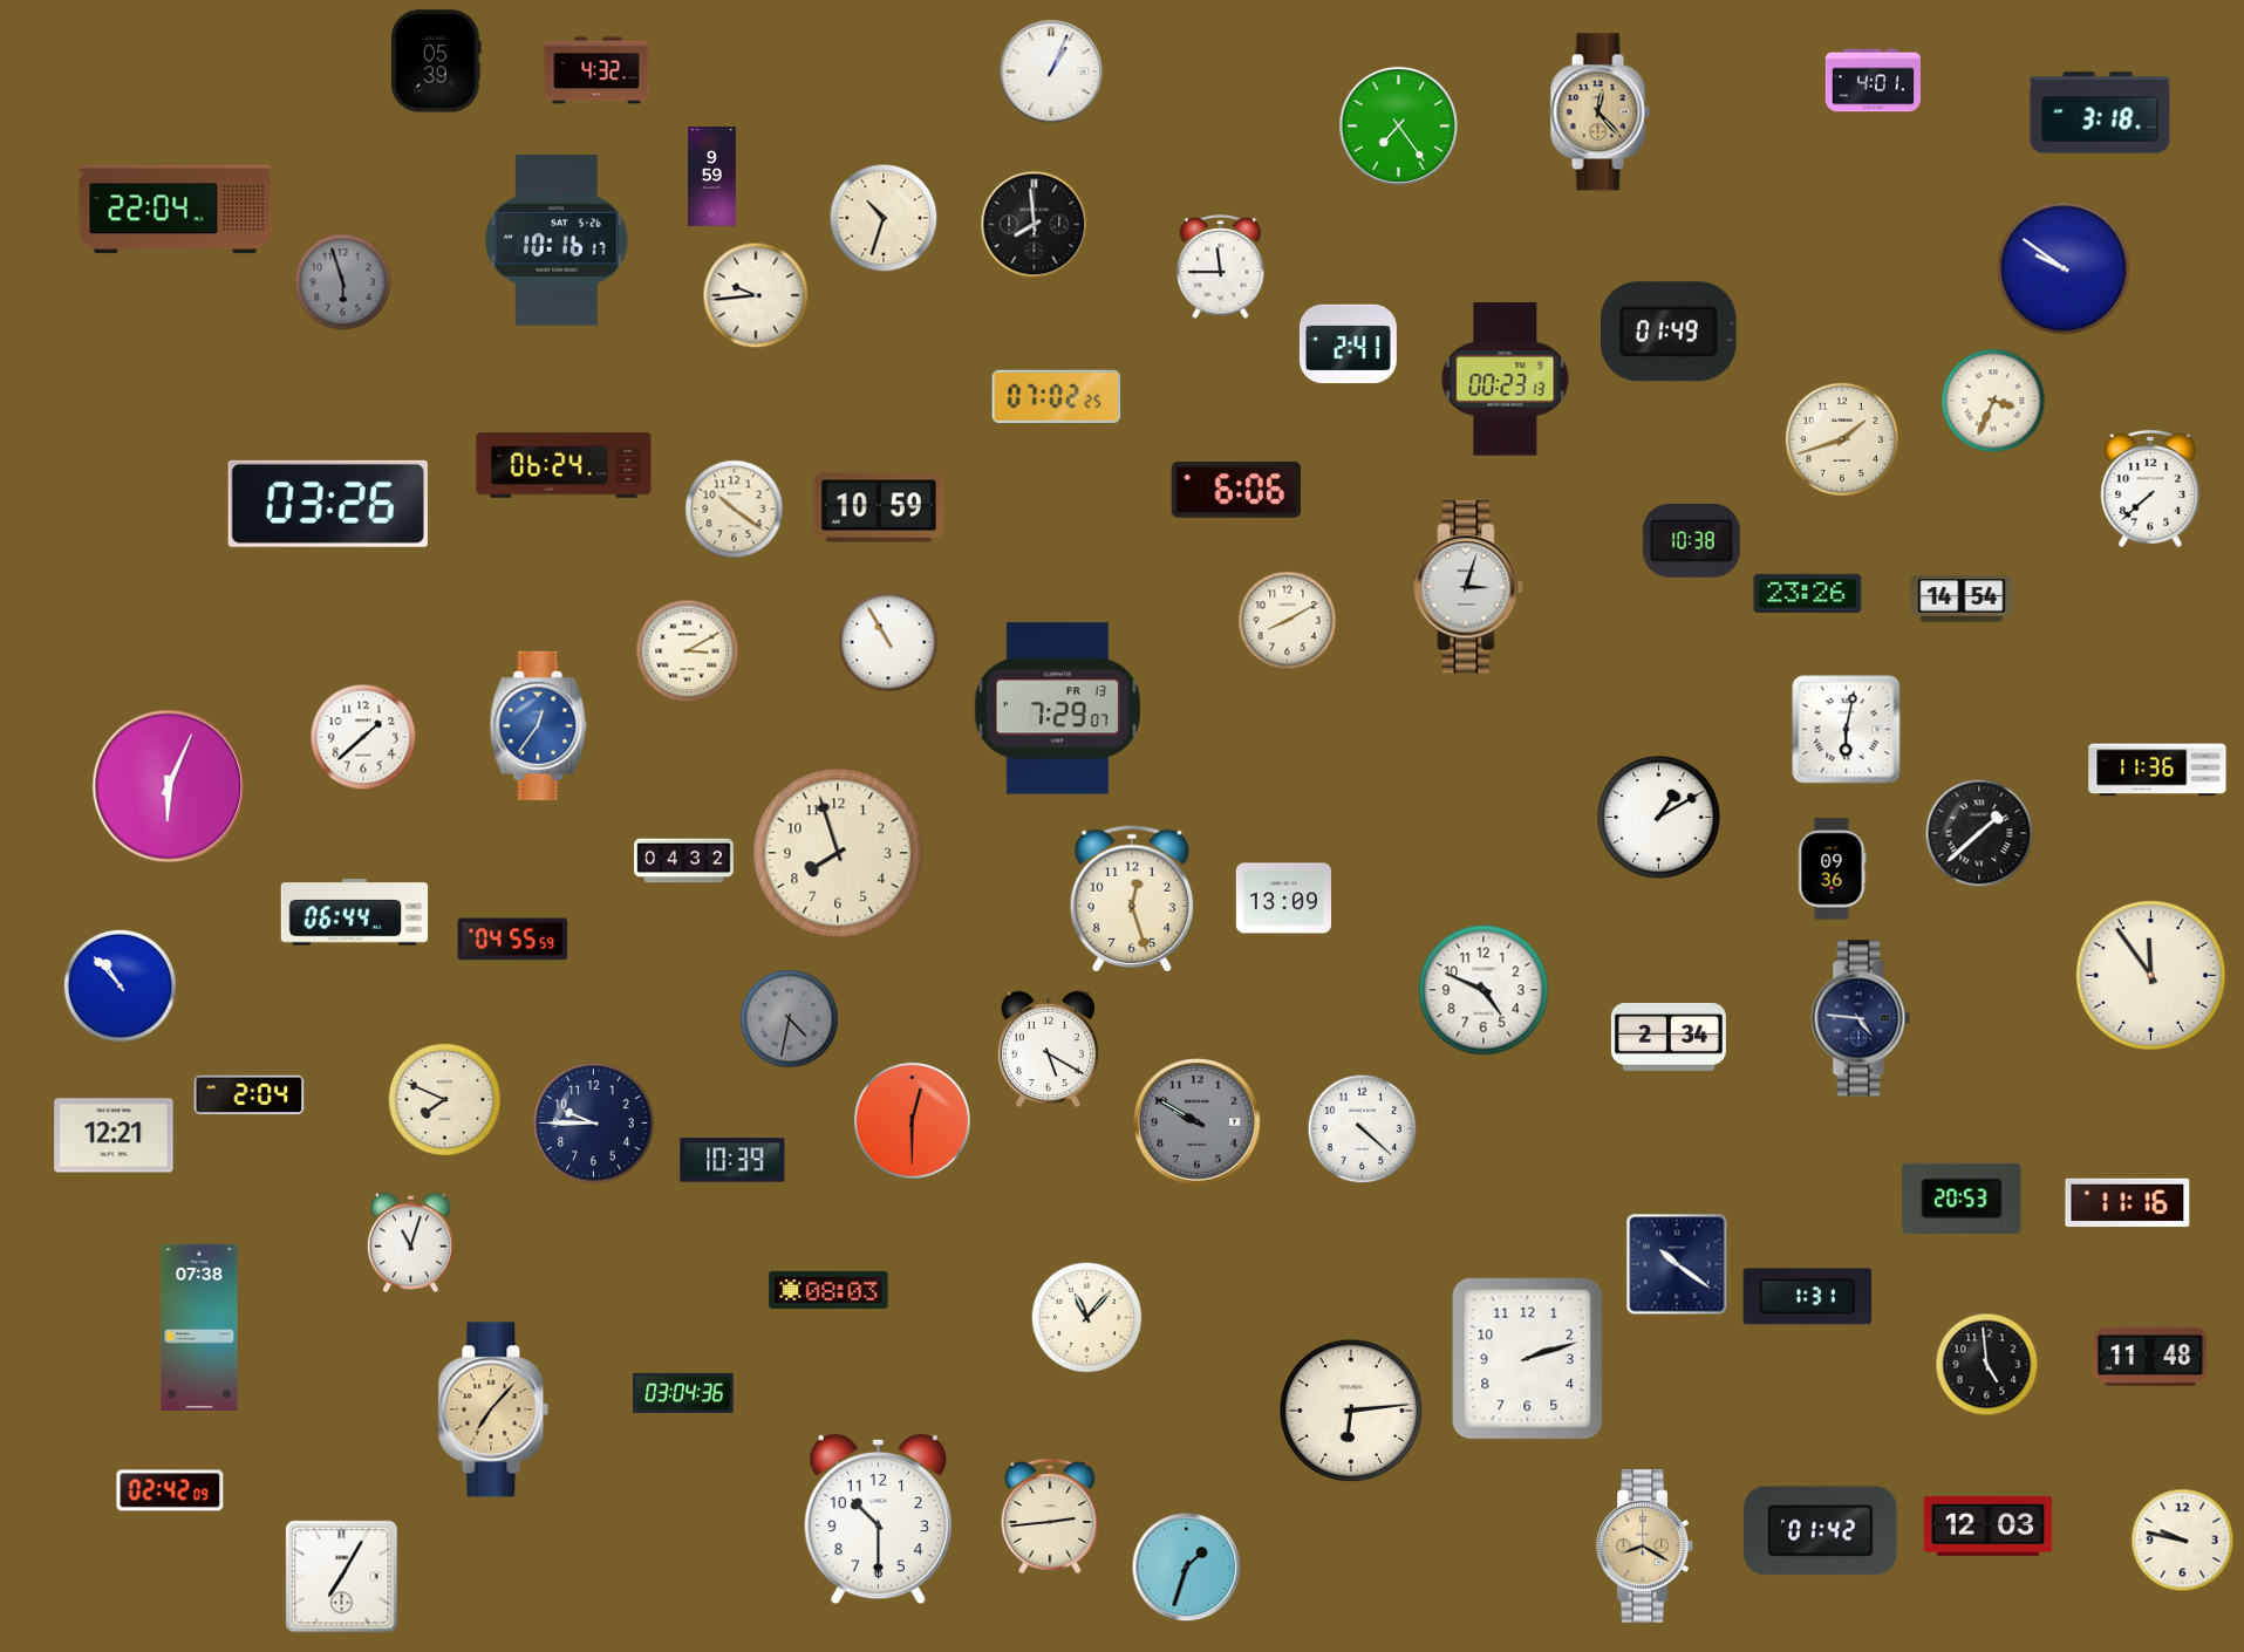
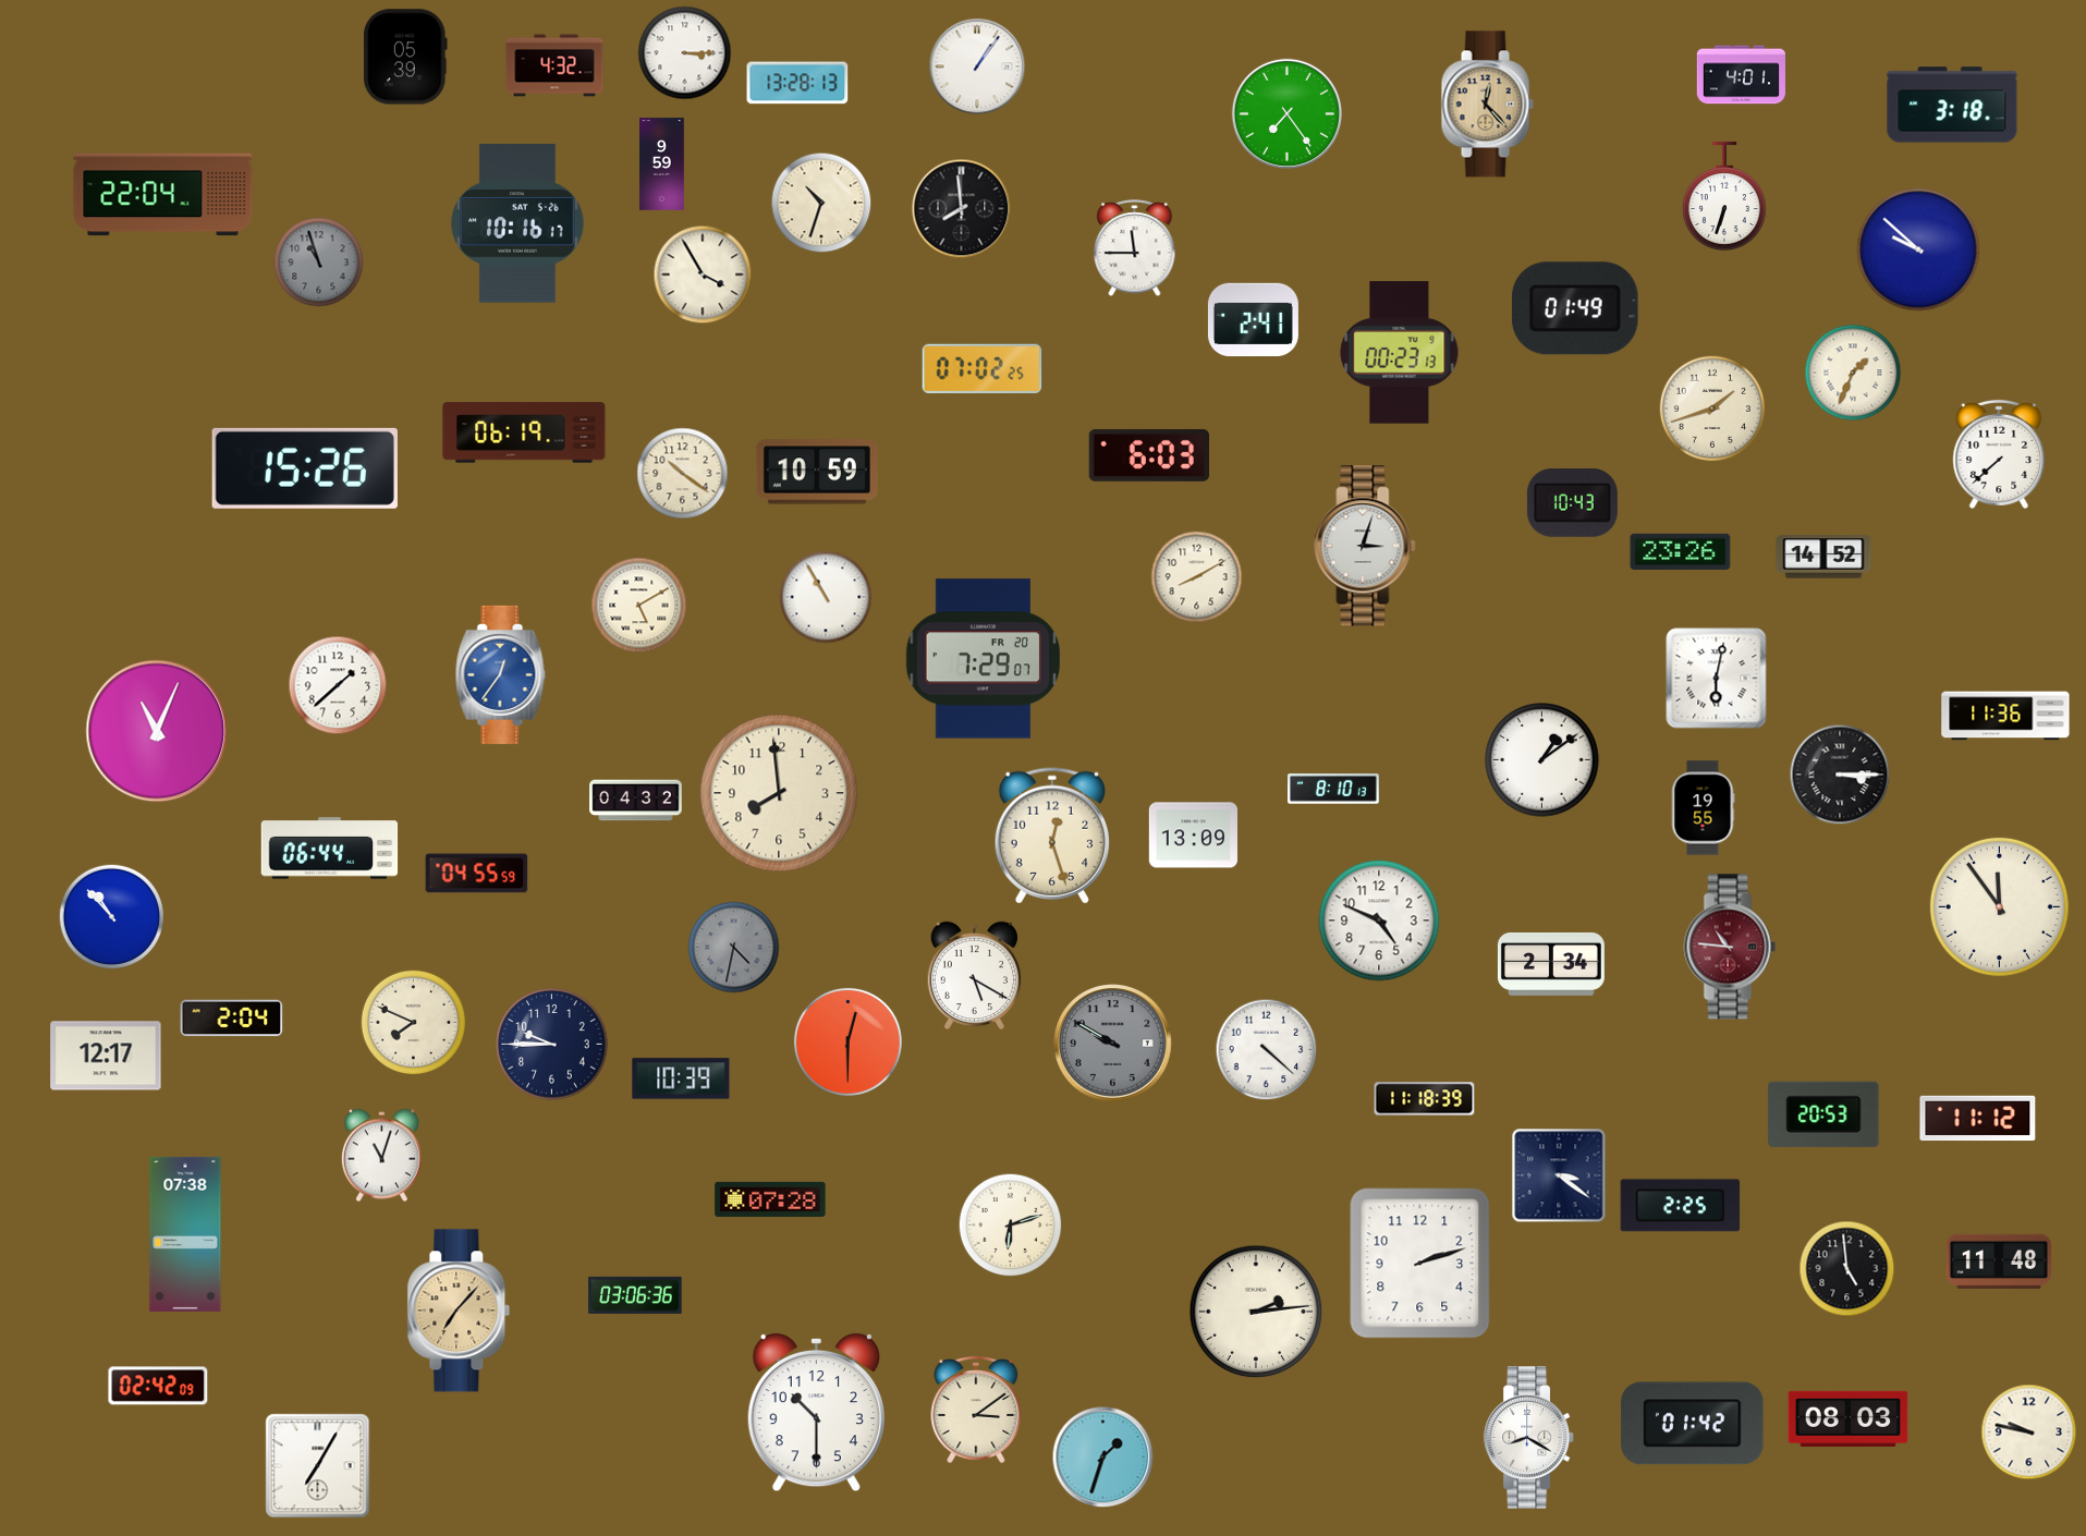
clock at (685, 53): none -> 3:15
clock at (1051, 71): 1:04 -> 1:06
clock at (797, 83): none -> 13:28
clock at (1398, 125) position: (1398, 125) -> (1286, 113)
clock at (1724, 196): none -> 6:33
clock at (2064, 268): 9:51 -> 9:52
clock at (343, 282): 5:57 -> 10:57
clock at (756, 295): 9:44 -> 3:55
clock at (1669, 332) position: (1669, 332) -> (1575, 308)
clock at (1993, 401): 3:34 -> 1:34
clock at (564, 465): 06:24 -> 06:19
clock at (1235, 490): 6:06 -> 6:03
clock at (328, 504): 03:26 -> 15:26
clock at (1691, 541): 10:38 -> 10:43
clock at (1962, 599): 14:54 -> 14:52
clock at (688, 651): 3:10 -> 5:10
clock at (1057, 709) date: FR 13 -> FR 20
clock at (169, 786): 6:04 -> 11:04
clock at (1659, 818): 1:10 -> 1:09
clock at (1979, 833): 1:38 -> 3:15
clock at (1334, 789): none -> 8:10
clock at (838, 853): 7:57 -> 7:59
clock at (1832, 869): 09:36 -> 19:55
clock at (1861, 1018): 4:46 -> 10:46
clock at (1861, 1018) dial: navy -> burgundy
clock at (114, 1135): 12:21 -> 12:17
clock at (1425, 1099): none -> 11:18
clock at (2128, 1203): 11:16 -> 11:12
clock at (1677, 1264): 10:21 -> 3:21
clock at (828, 1290): 08:03 -> 07:28
clock at (1808, 1297): 1:31 -> 2:25
clock at (1087, 1318): 11:07 -> 6:12
clock at (683, 1393): 03:04 -> 03:06
clock at (1351, 1411): 6:14 -> 2:14
clock at (1050, 1516): 2:44 -> 3:09
clock at (1989, 1525): 12:03 -> 08:03
clock at (1645, 1547) dial: champagne -> white
